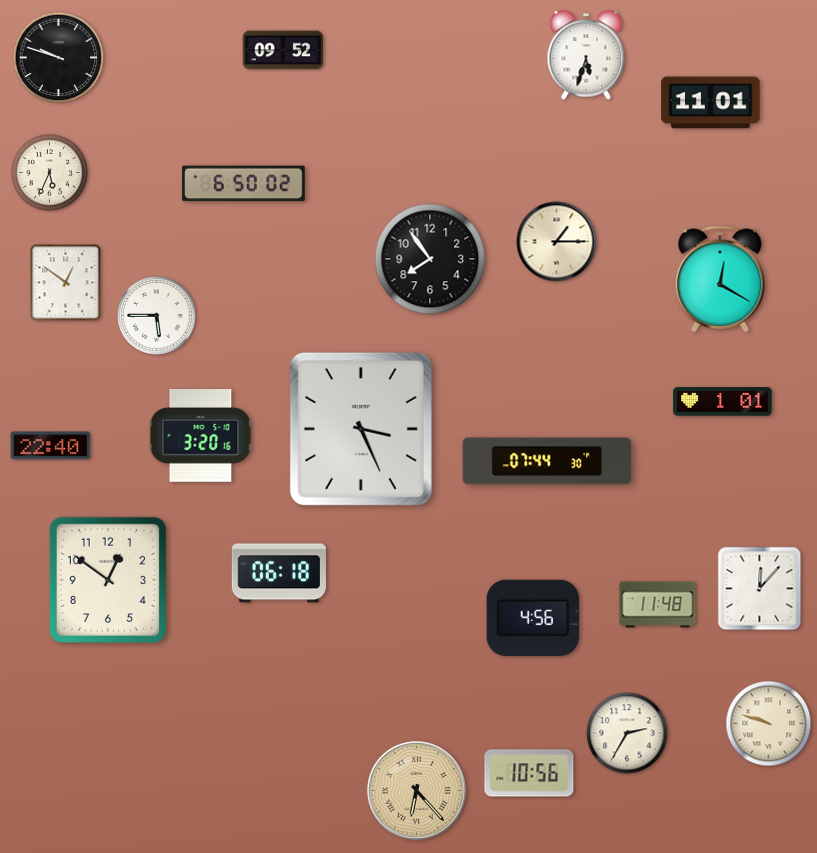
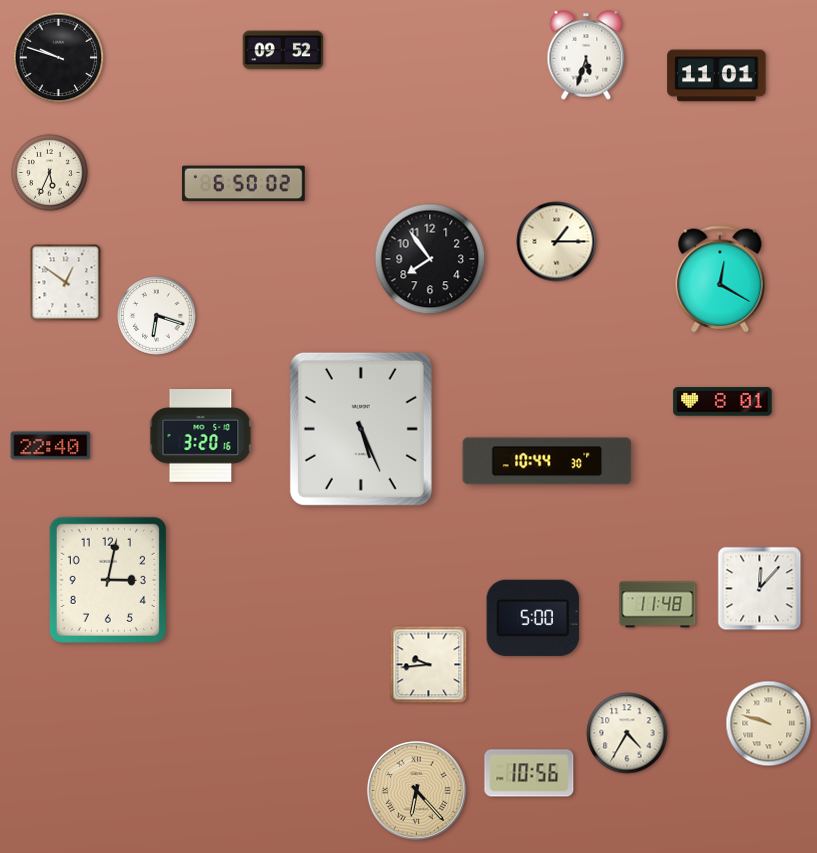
clock at (711, 103) position: (711, 103) -> (717, 76)
clock at (157, 316): 5:45 -> 6:18
clock at (723, 402): 1:01 -> 8:01
clock at (361, 429): 3:26 -> 5:26
clock at (547, 461): 07:44 -> 10:44
clock at (279, 573): 06:18 -> none
clock at (108, 580): 12:51 -> 3:02
clock at (533, 618): 4:56 -> 5:00
clock at (429, 665): none -> 9:44
clock at (627, 733): 2:35 -> 4:35
